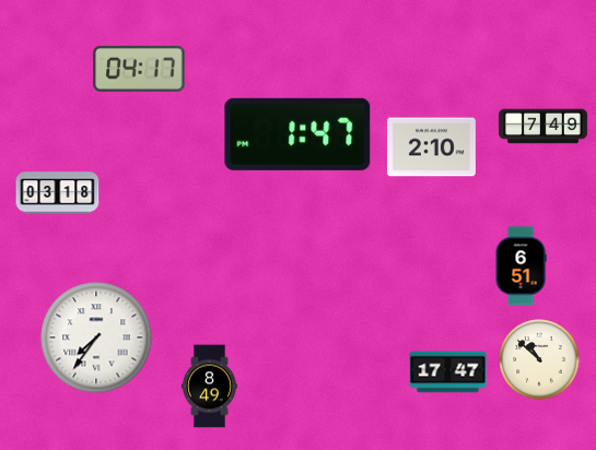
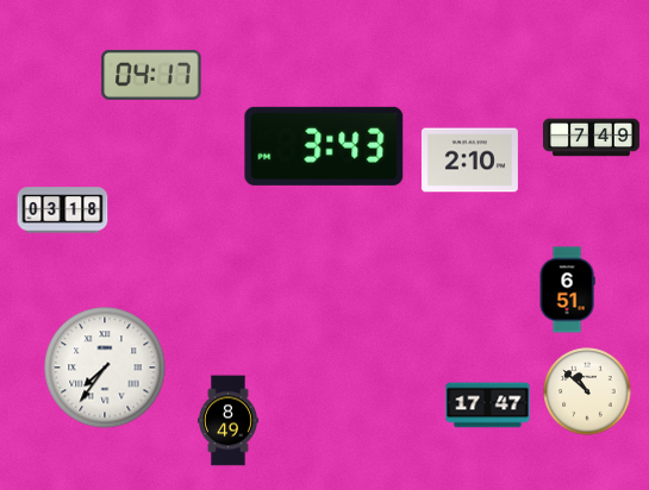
clock at (297, 134): 1:47 -> 3:43
